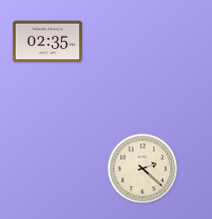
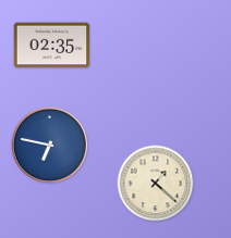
clock at (50, 146): none -> 6:47
clock at (143, 169): 2:22 -> 1:22
